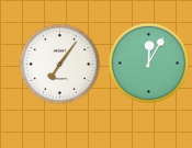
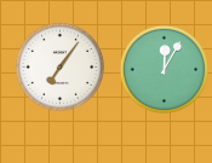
clock at (59, 64) position: (59, 64) -> (59, 66)
